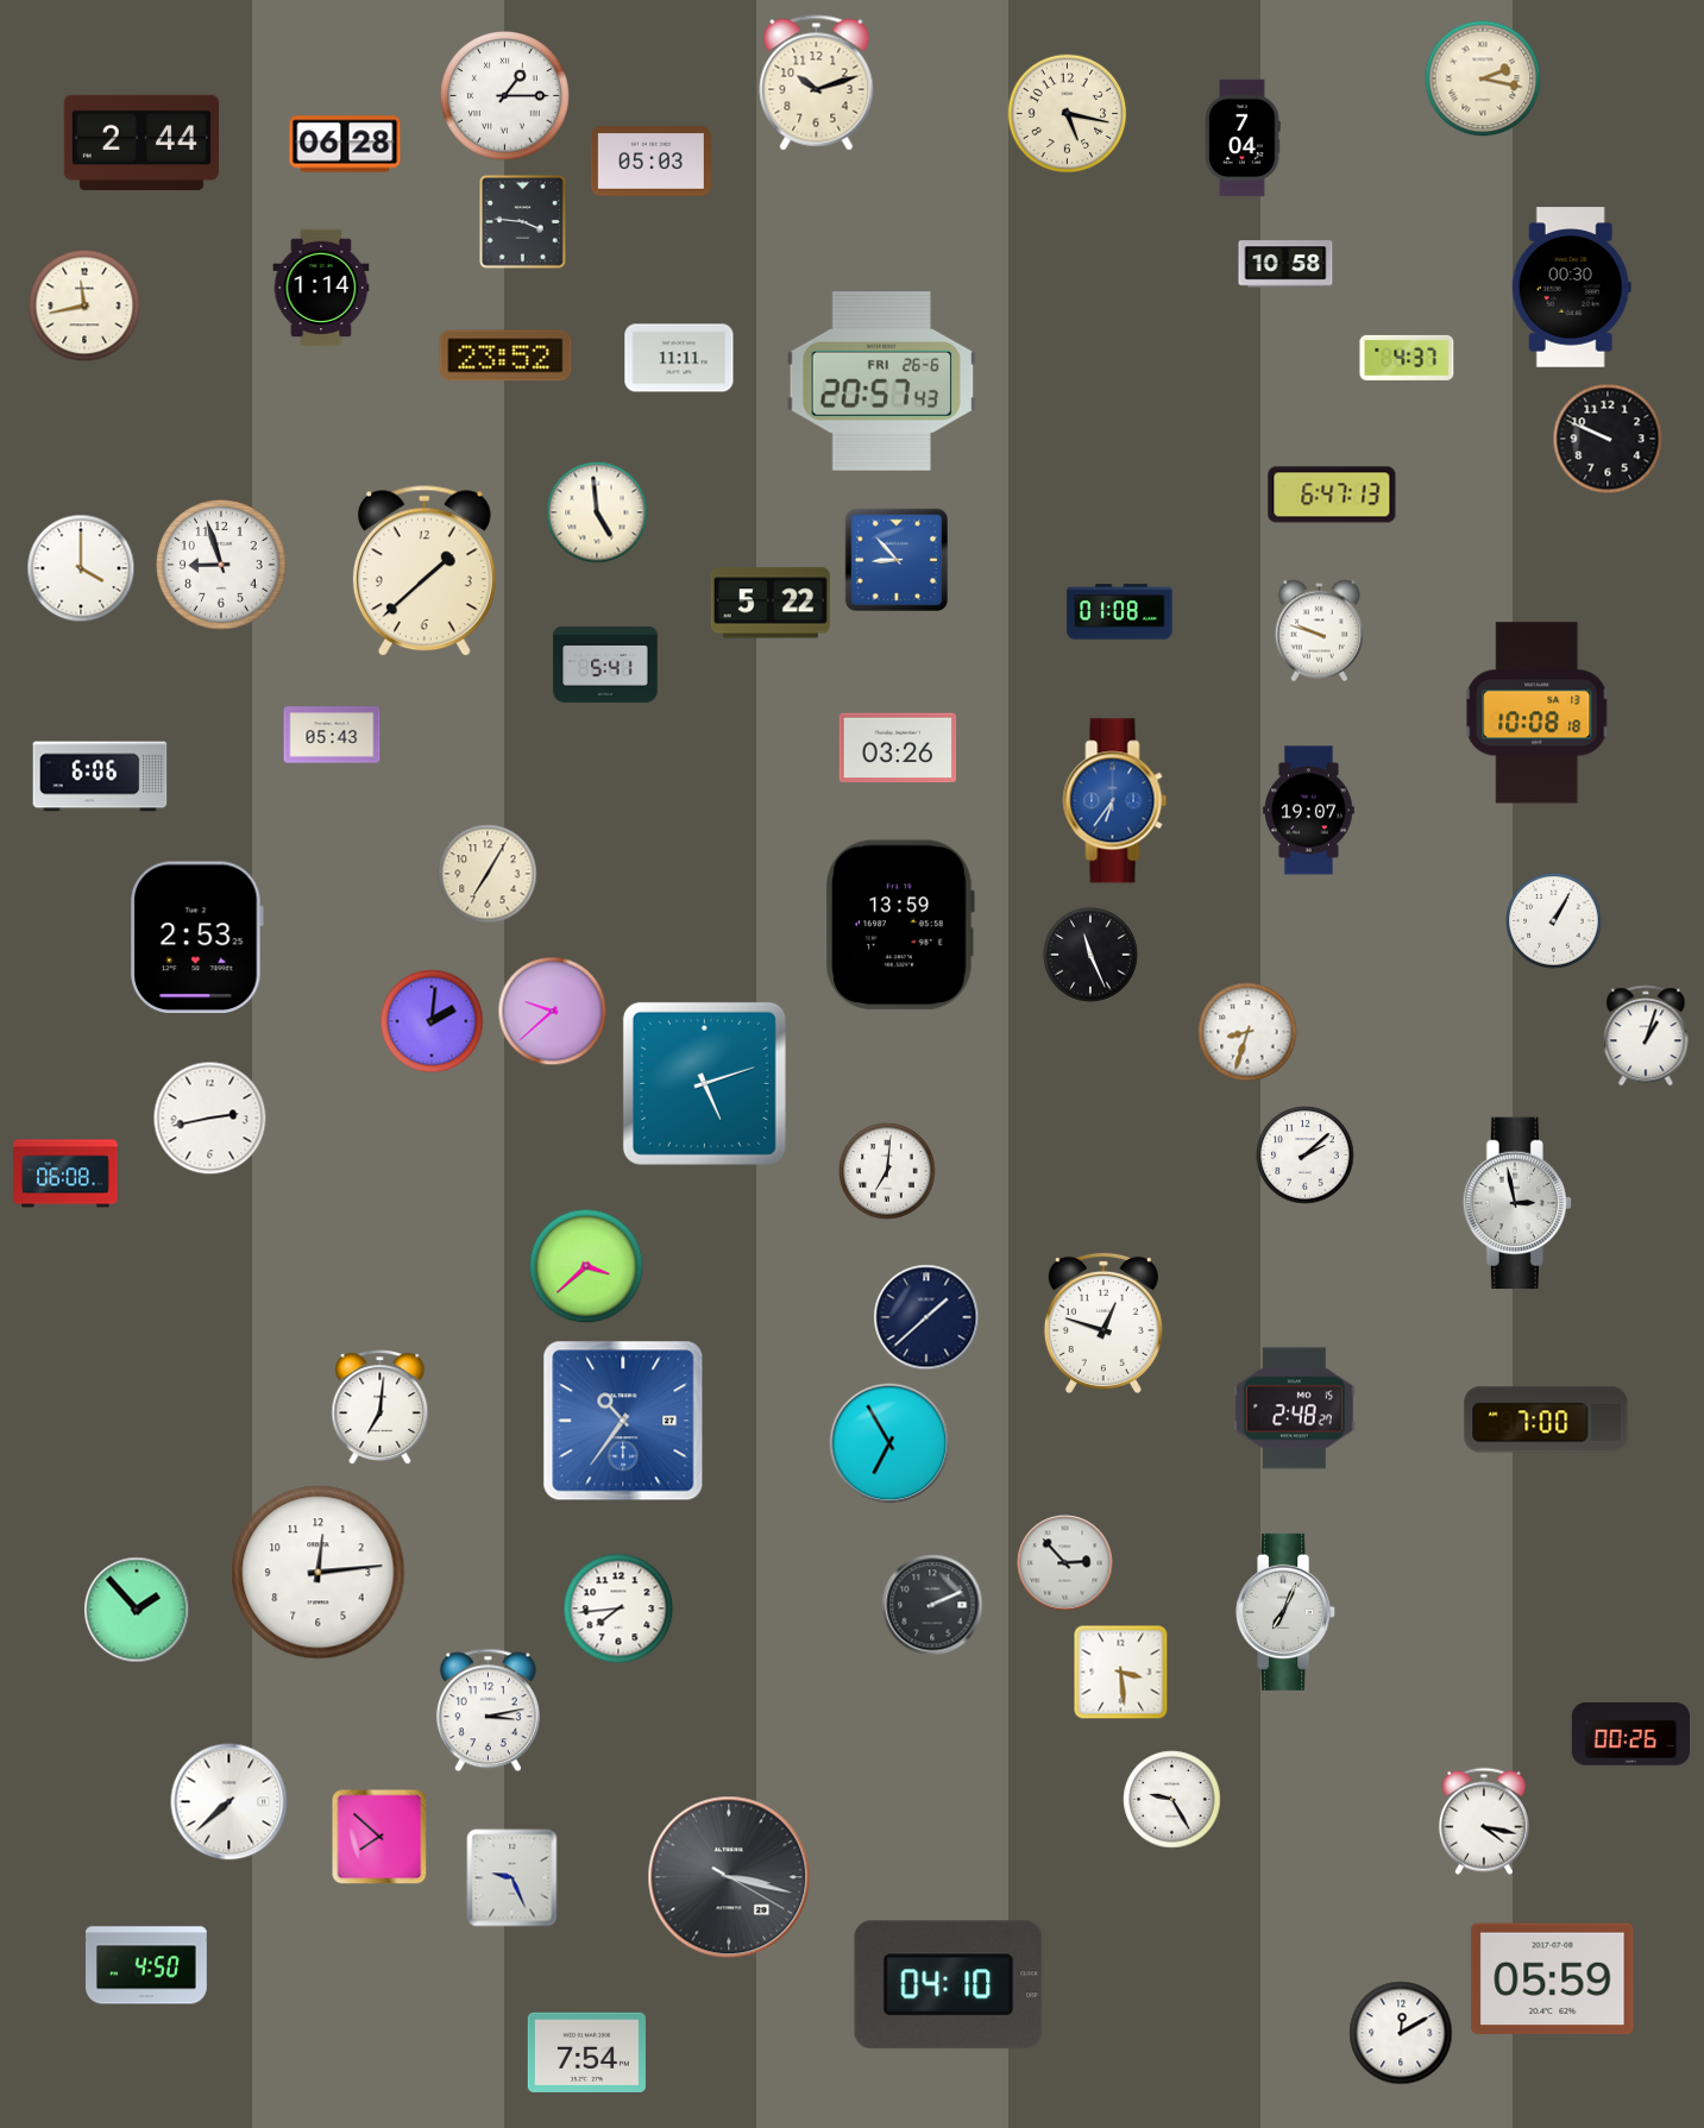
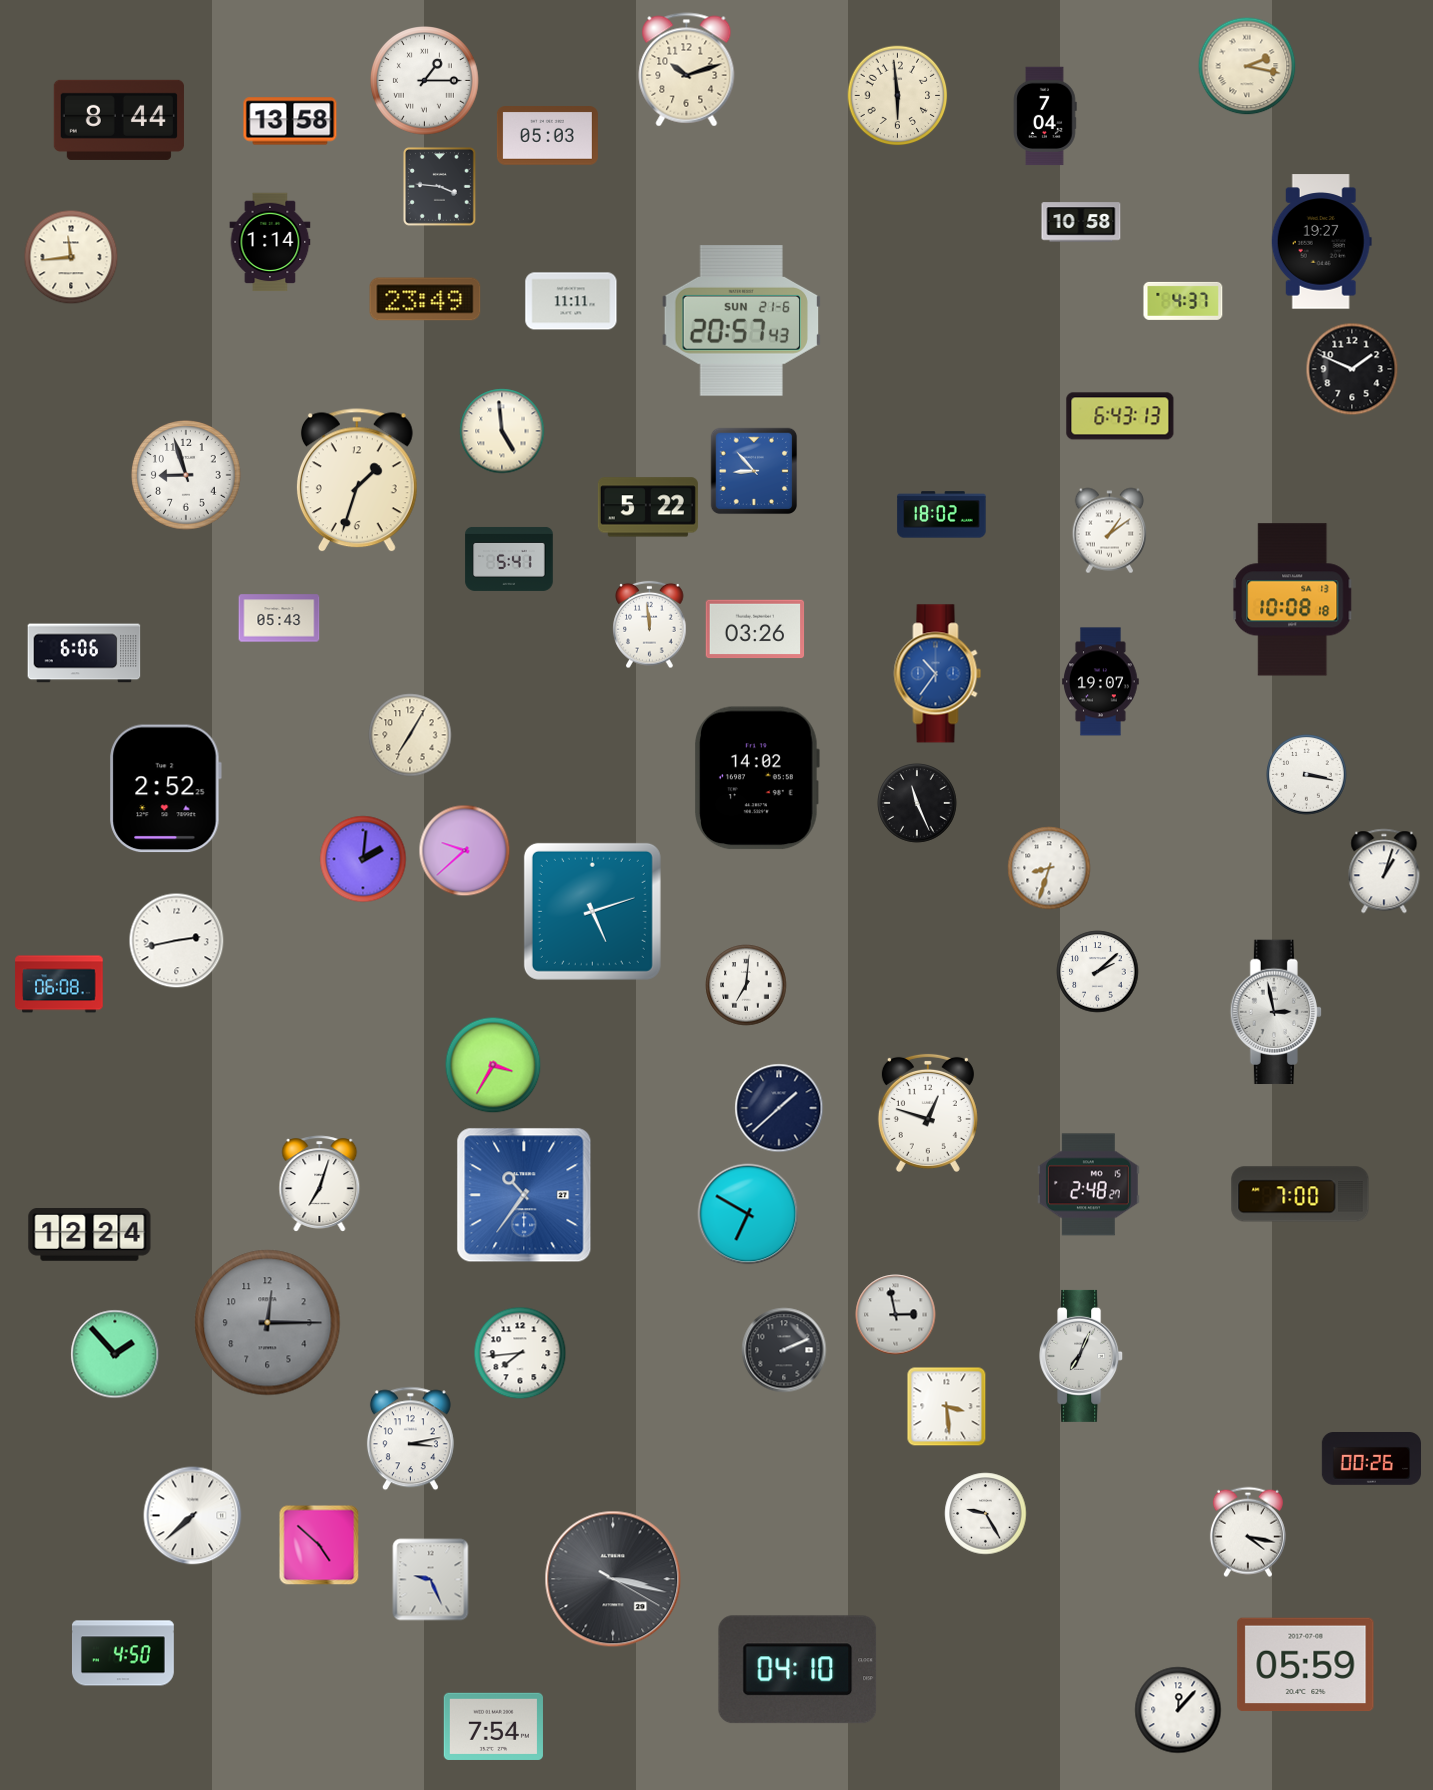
clock at (1068, 114): 5:17 -> 5:59
clock at (142, 143): 2:44 -> 8:44
clock at (345, 144): 06:28 -> 13:58
clock at (1571, 288): 00:30 -> 19:27
clock at (84, 306): 11:43 -> 11:44
clock at (505, 355): 23:52 -> 23:49
clock at (882, 382) date: FRI 26-6 -> SUN 21-6
clock at (1608, 439): 9:49 -> 1:49
clock at (1332, 495): 6:47 -> 6:43
clock at (81, 568): 4:00 -> none
clock at (425, 572): 1:38 -> 1:33
clock at (1120, 612): 01:08 -> 18:02
clock at (1319, 631): 9:48 -> 1:09
clock at (650, 625): none -> 11:59
clock at (1115, 801): 6:36 -> 10:36
clock at (1554, 921): 1:05 -> 3:17
clock at (900, 925): 13:59 -> 14:02
clock at (196, 938): 2:53 -> 2:52
clock at (65, 1173) position: (65, 1173) -> (59, 984)
clock at (586, 1266): 3:38 -> 3:35
clock at (381, 1408): 7:01 -> 7:03
clock at (889, 1443): 6:55 -> 6:50
clock at (90, 1235): none -> 12:24
clock at (1065, 1563): 2:53 -> 2:58
clock at (319, 1573): 12:14 -> 12:15
clock at (319, 1573) dial: white -> grey
clock at (1121, 1673) position: (1121, 1673) -> (947, 1407)
clock at (379, 1837): 7:52 -> 4:52
clock at (1401, 2033): 12:10 -> 12:07
